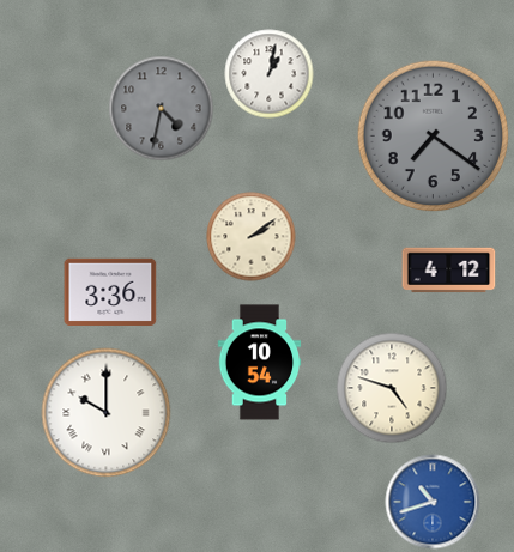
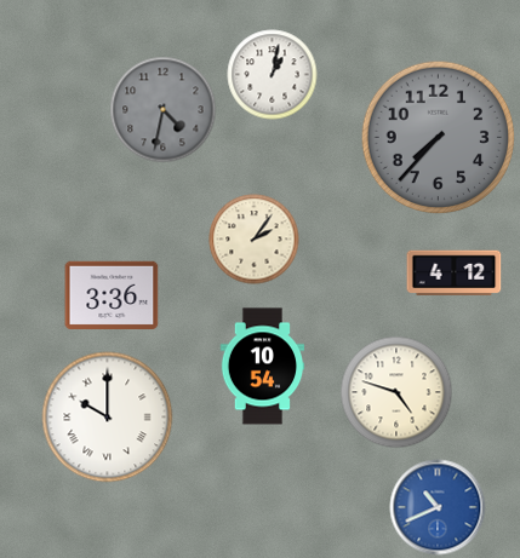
clock at (434, 137): 7:21 -> 7:37
clock at (252, 237): 2:09 -> 2:06
clock at (433, 502): 10:42 -> 10:41
